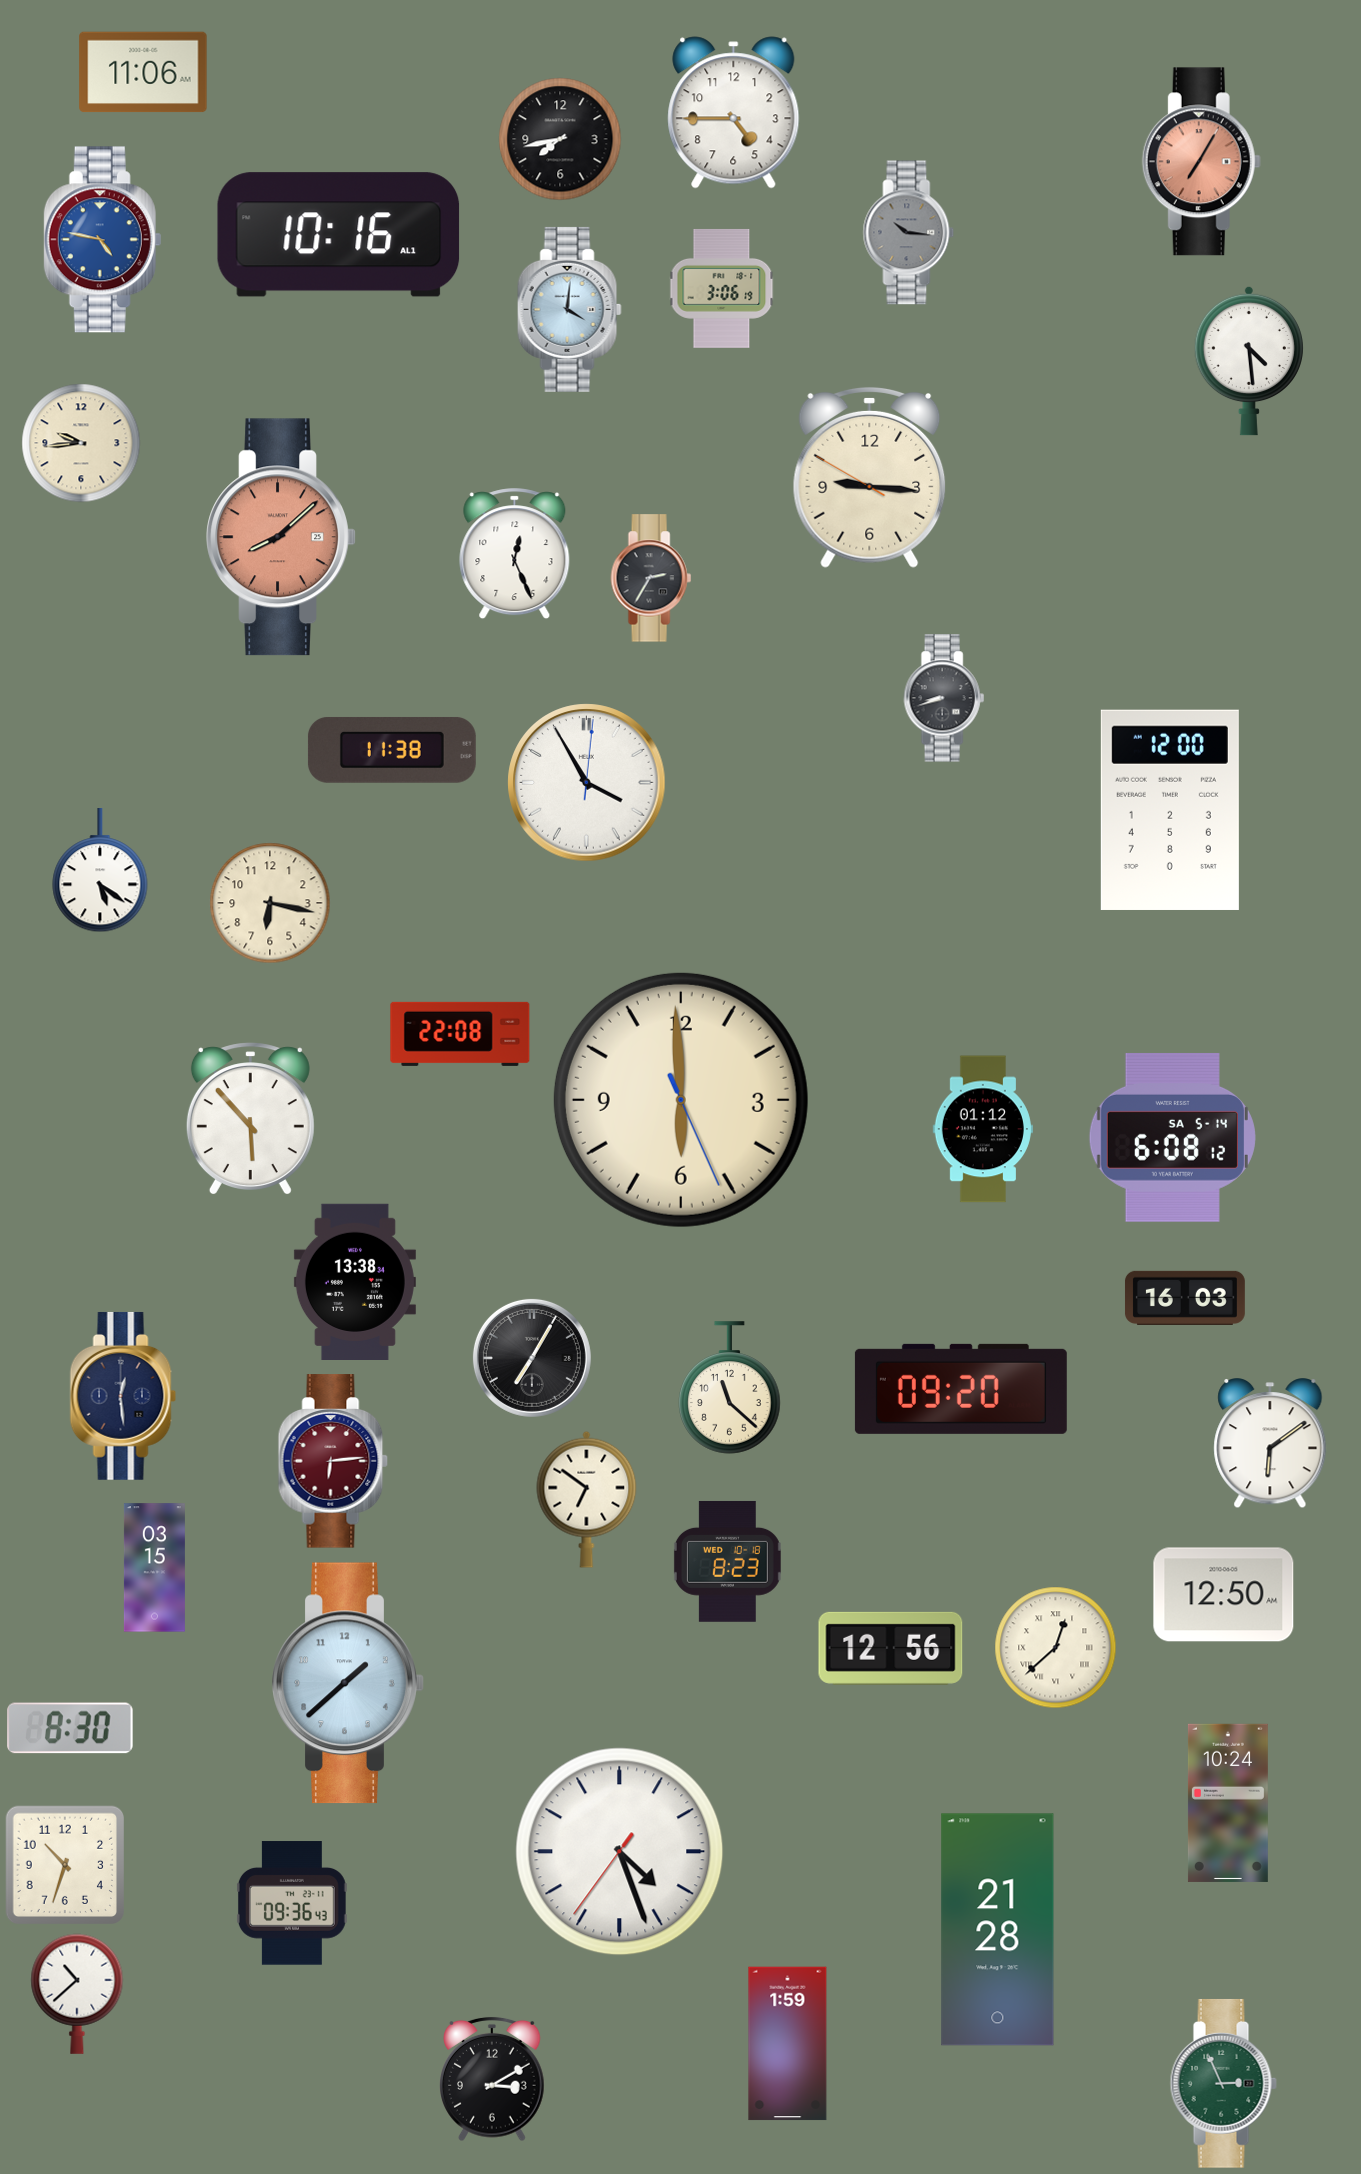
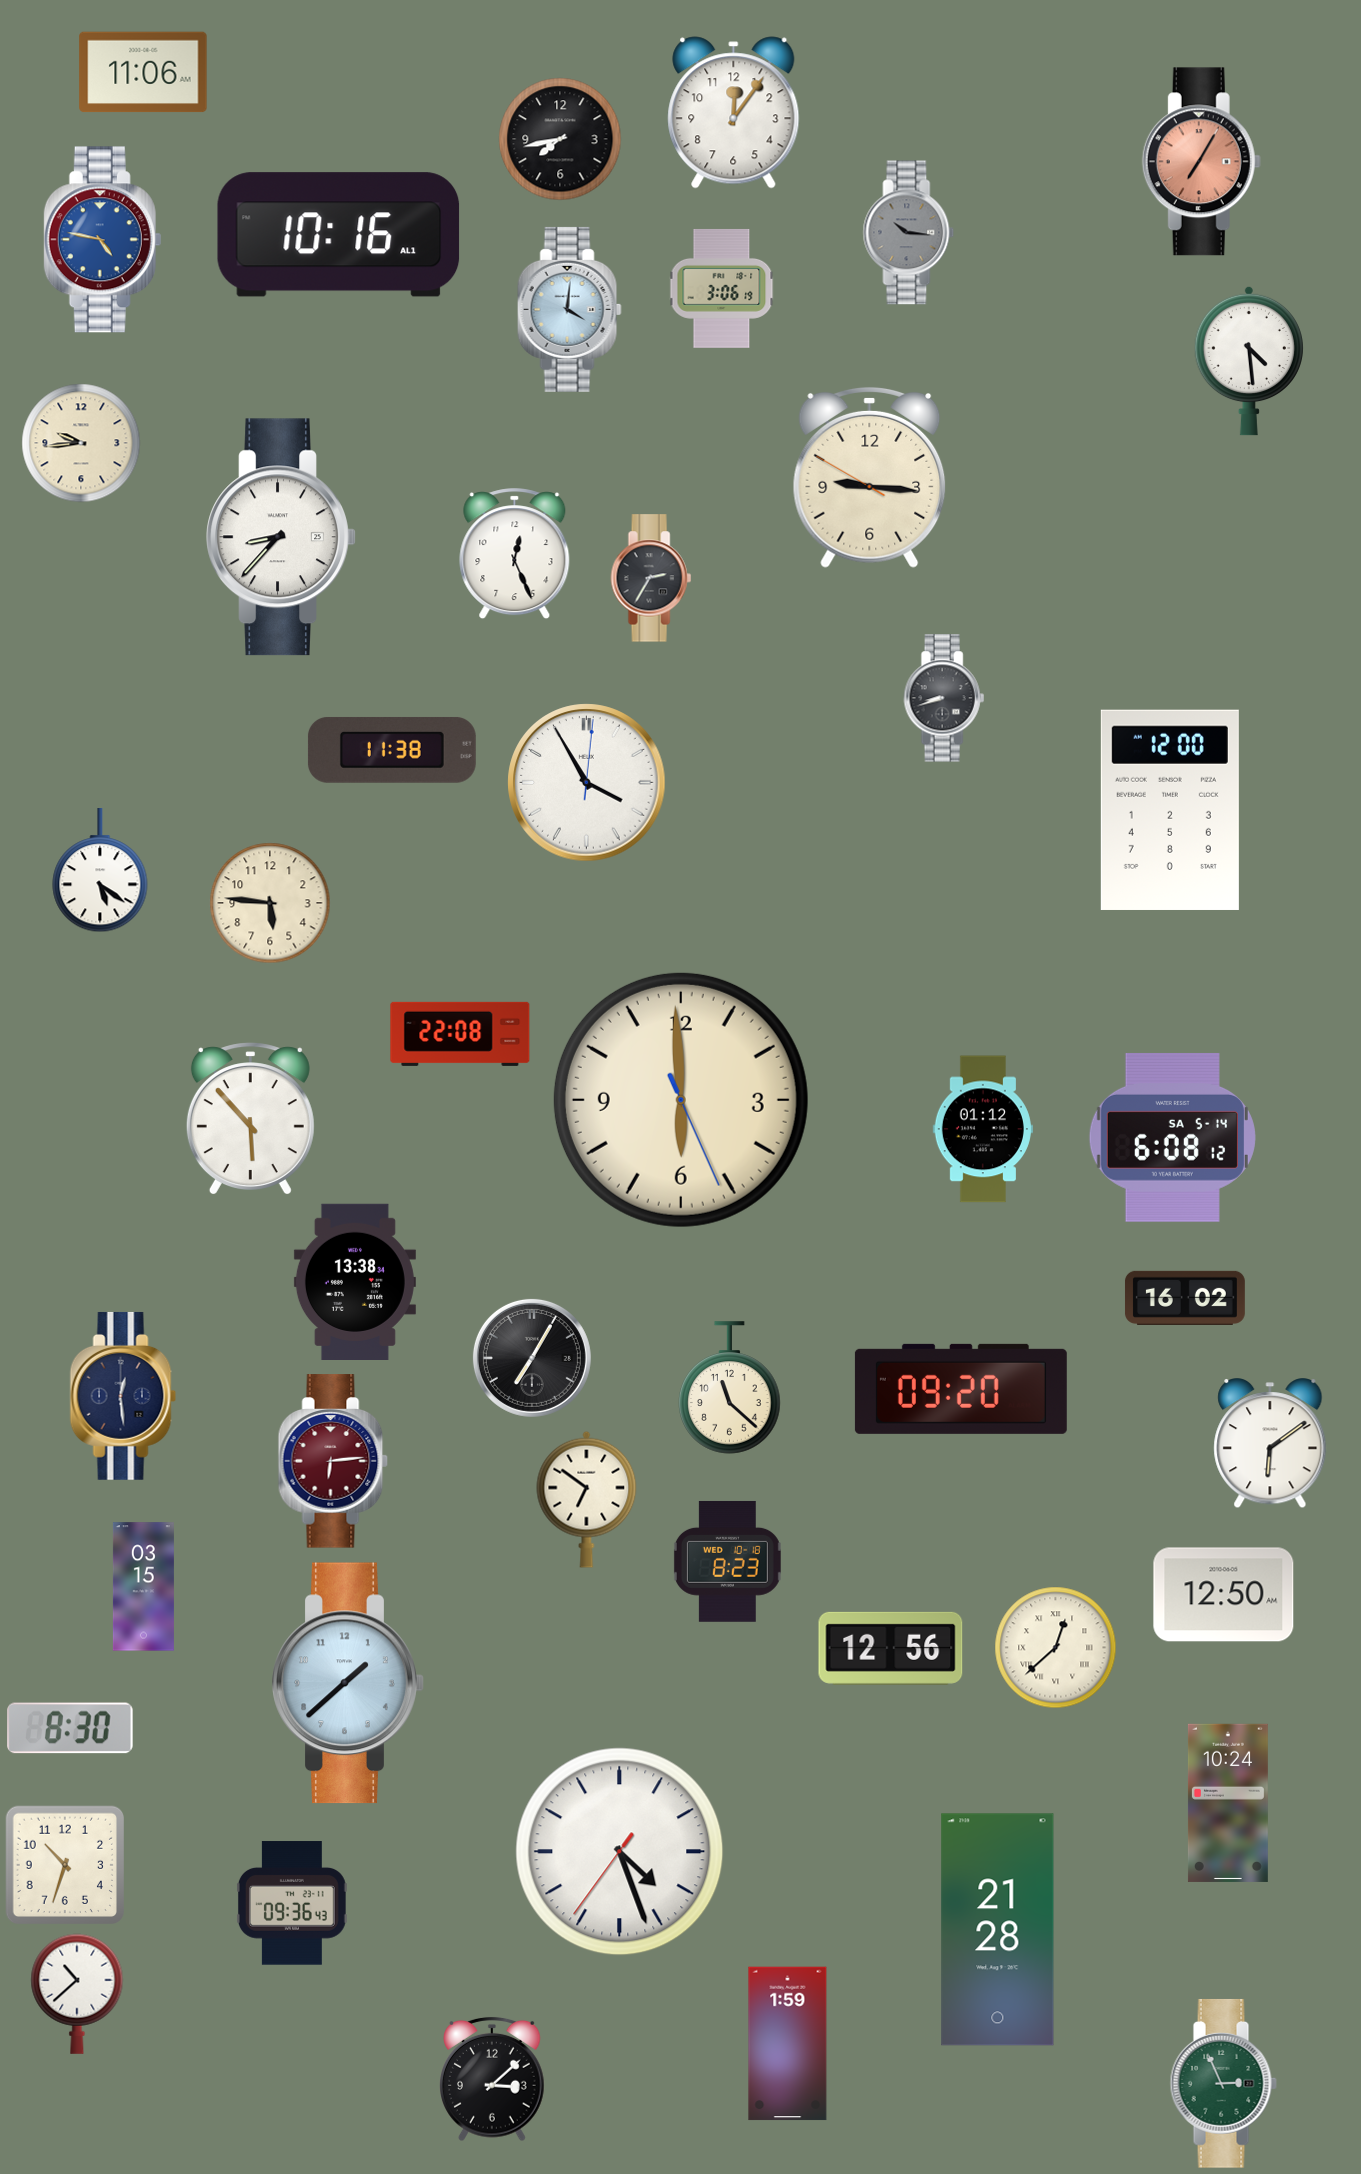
clock at (734, 113): 4:45 -> 12:06
clock at (281, 537): 8:08 -> 8:37
clock at (281, 537) dial: salmon -> white
clock at (270, 903): 6:17 -> 5:46
clock at (1185, 1298): 16:03 -> 16:02
clock at (154, 1568) position: (154, 1568) -> (143, 1587)
clock at (493, 2079): 3:10 -> 3:08
